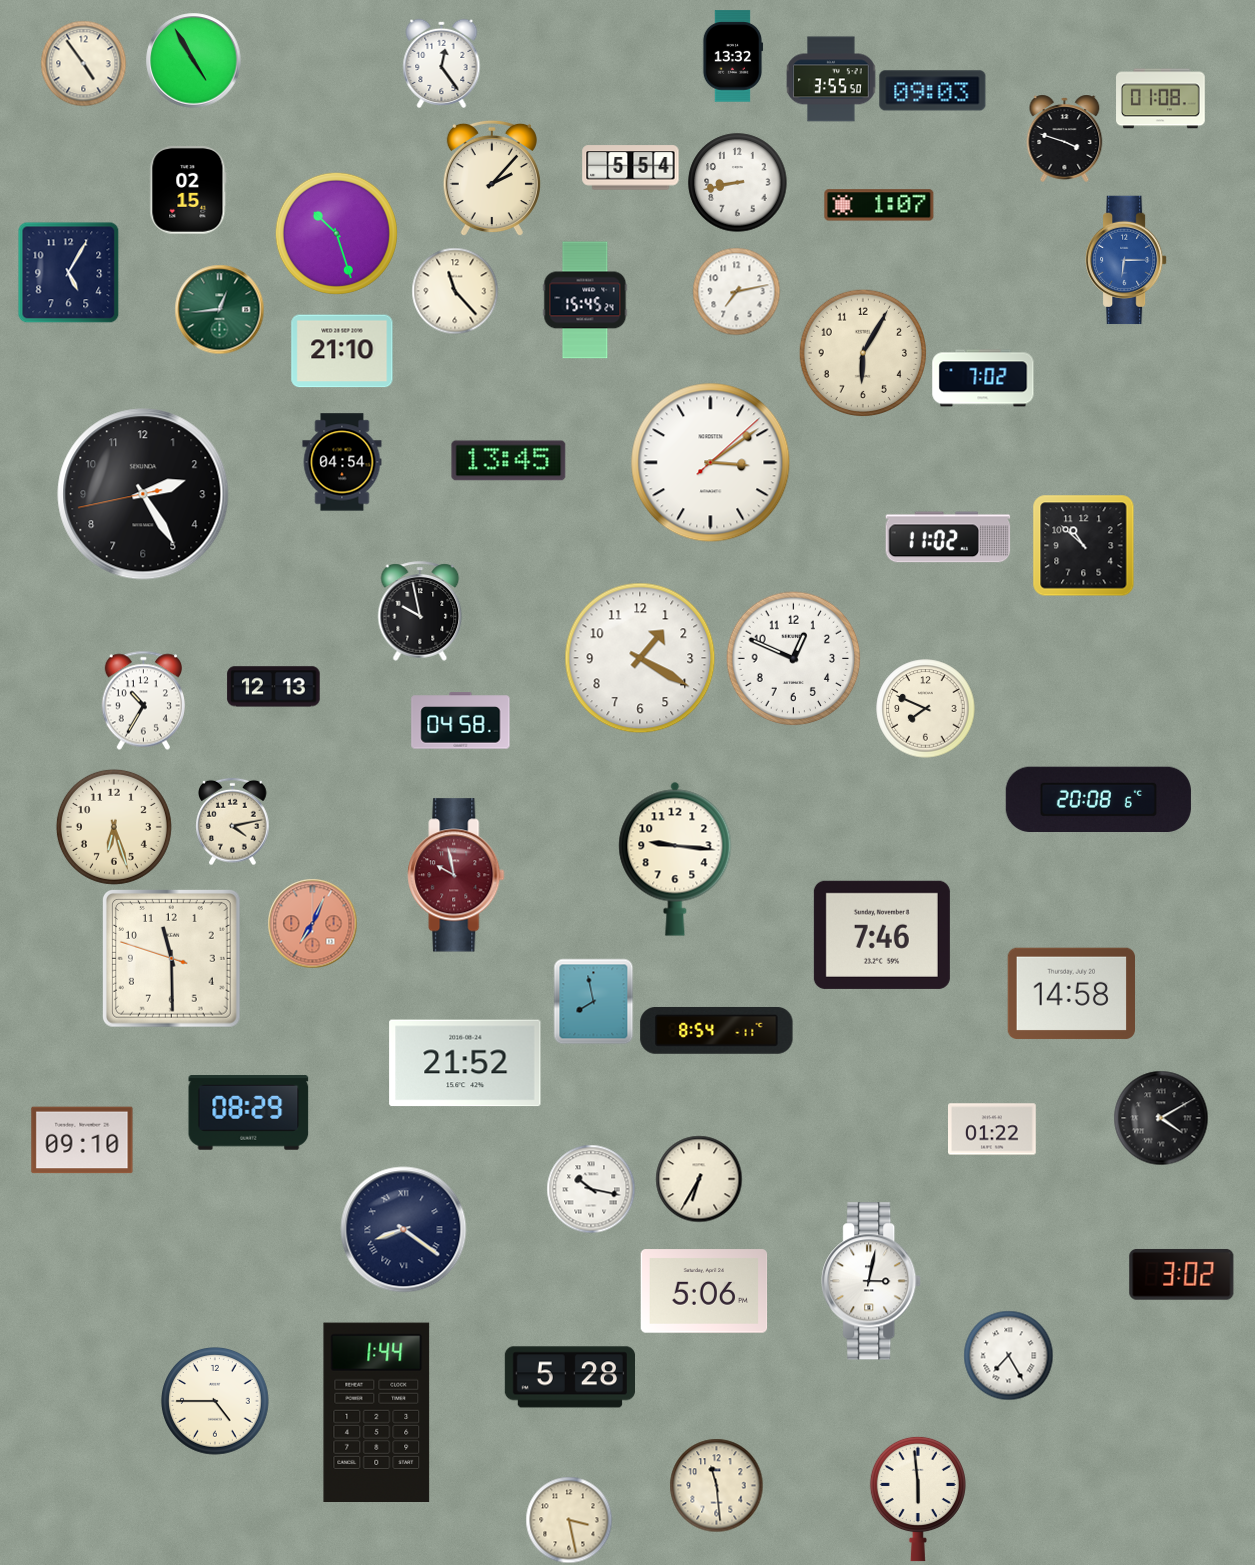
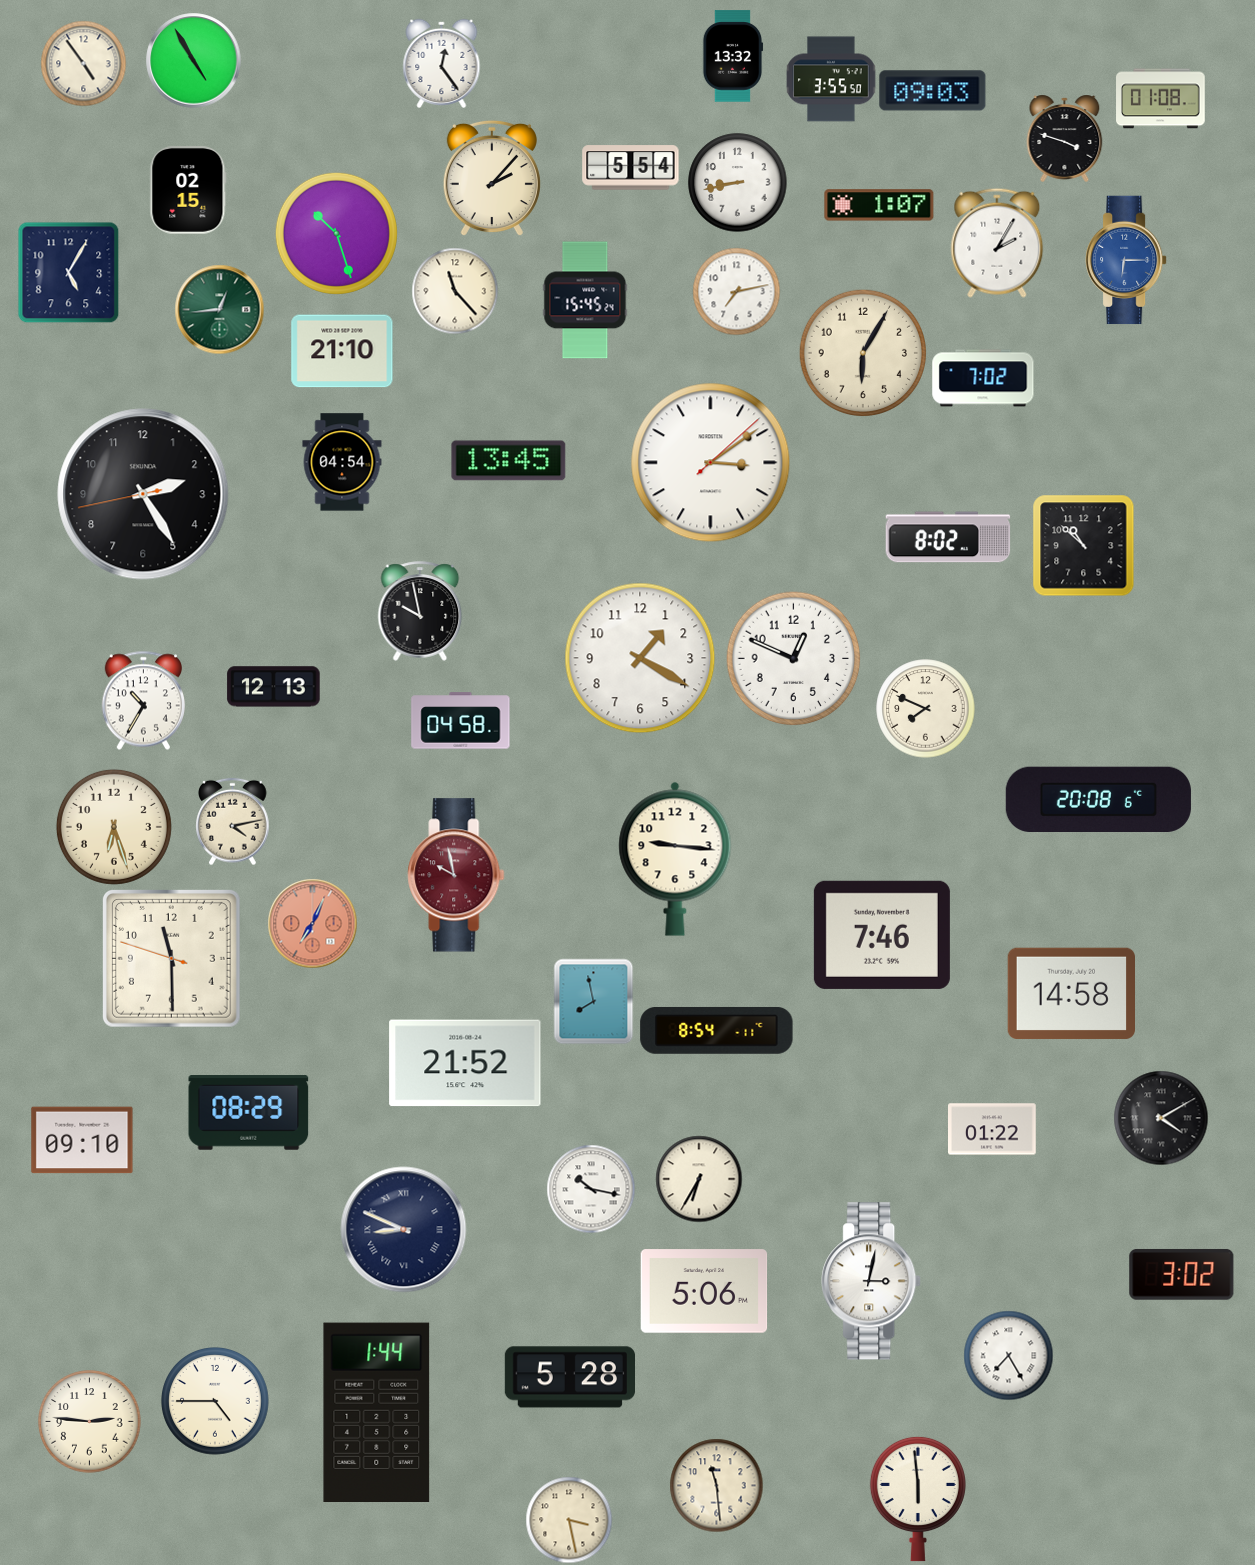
clock at (997, 243): none -> 2:05
clock at (948, 537): 11:02 -> 8:02
clock at (404, 1230): 8:21 -> 8:49
clock at (90, 1422): none -> 2:46
